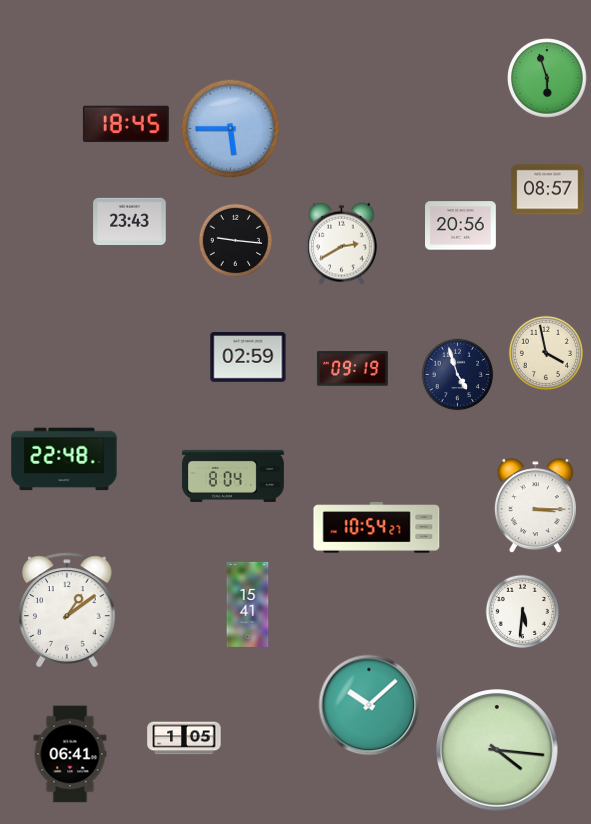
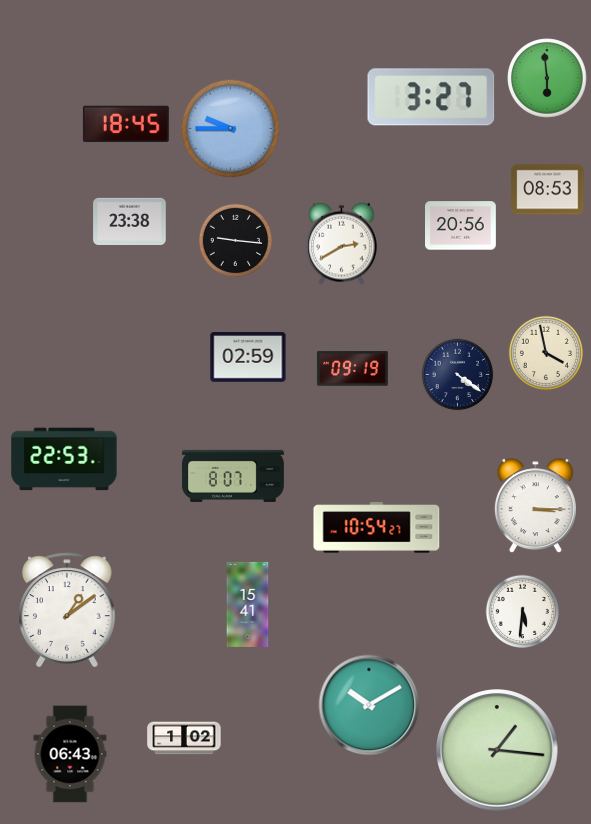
clock at (547, 78): 5:57 -> 5:59
clock at (431, 97): none -> 3:27
clock at (231, 129): 5:45 -> 9:45
clock at (548, 190): 08:57 -> 08:53
clock at (130, 221): 23:43 -> 23:38
clock at (458, 375): 4:57 -> 4:21
clock at (64, 459): 22:48 -> 22:53
clock at (233, 476): 8:04 -> 8:07
clock at (369, 705): 10:08 -> 10:10
clock at (184, 738): 1:05 -> 1:02
clock at (497, 750): 4:16 -> 1:16
clock at (70, 754): 06:41 -> 06:43
